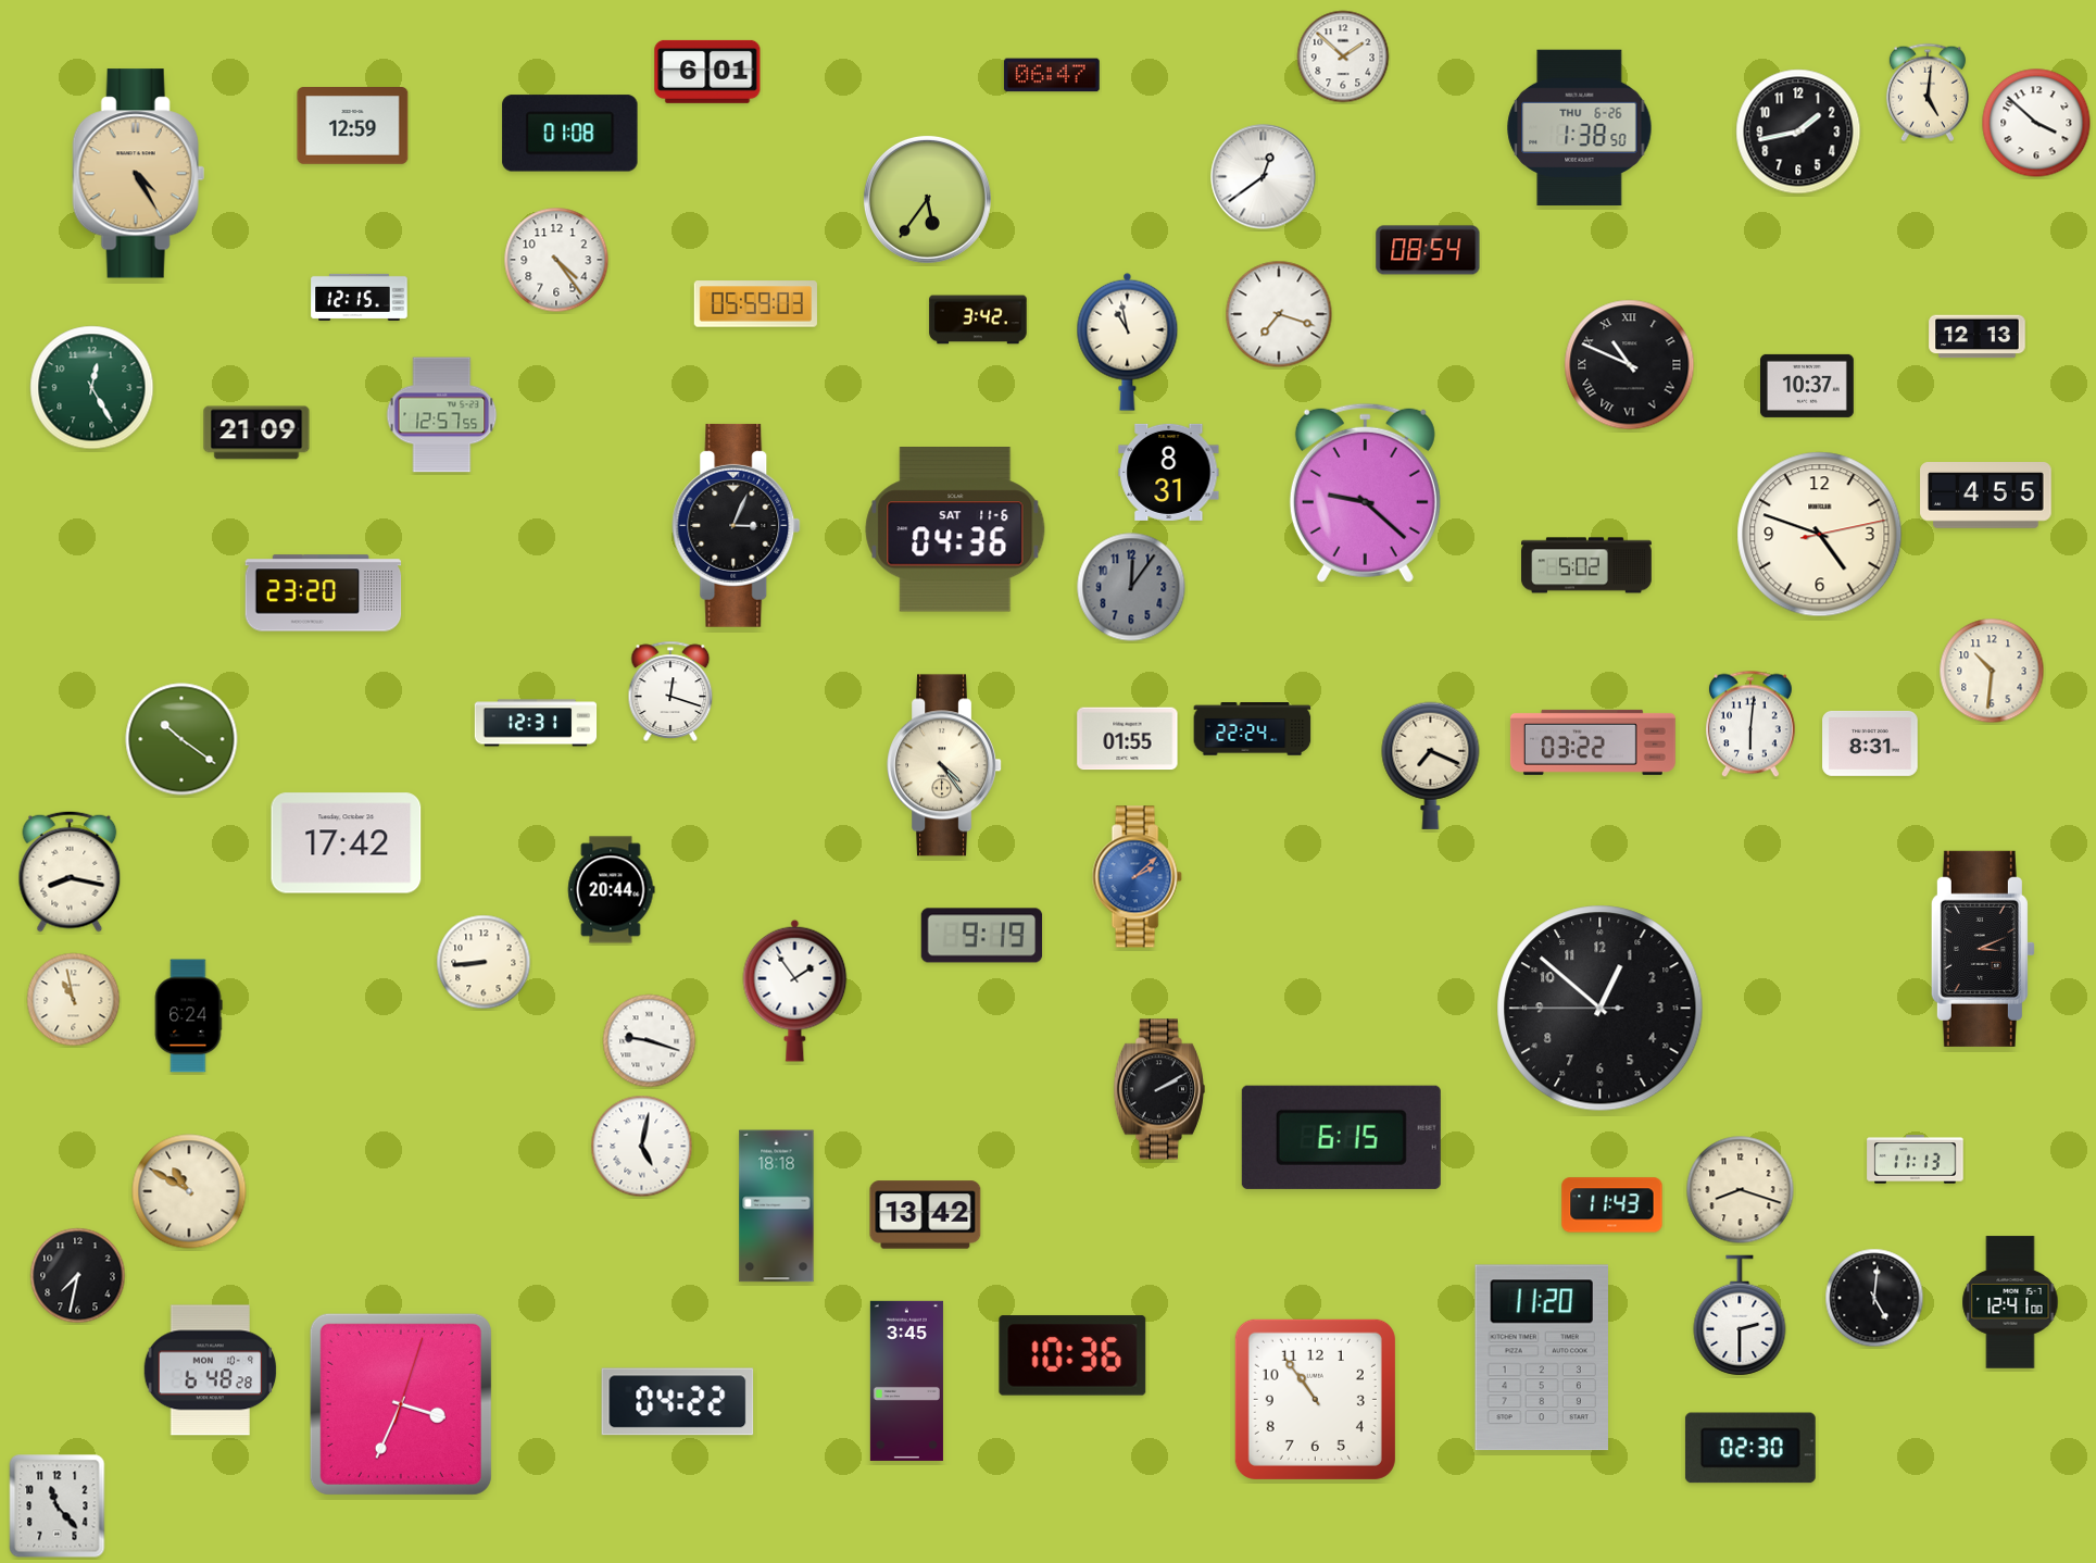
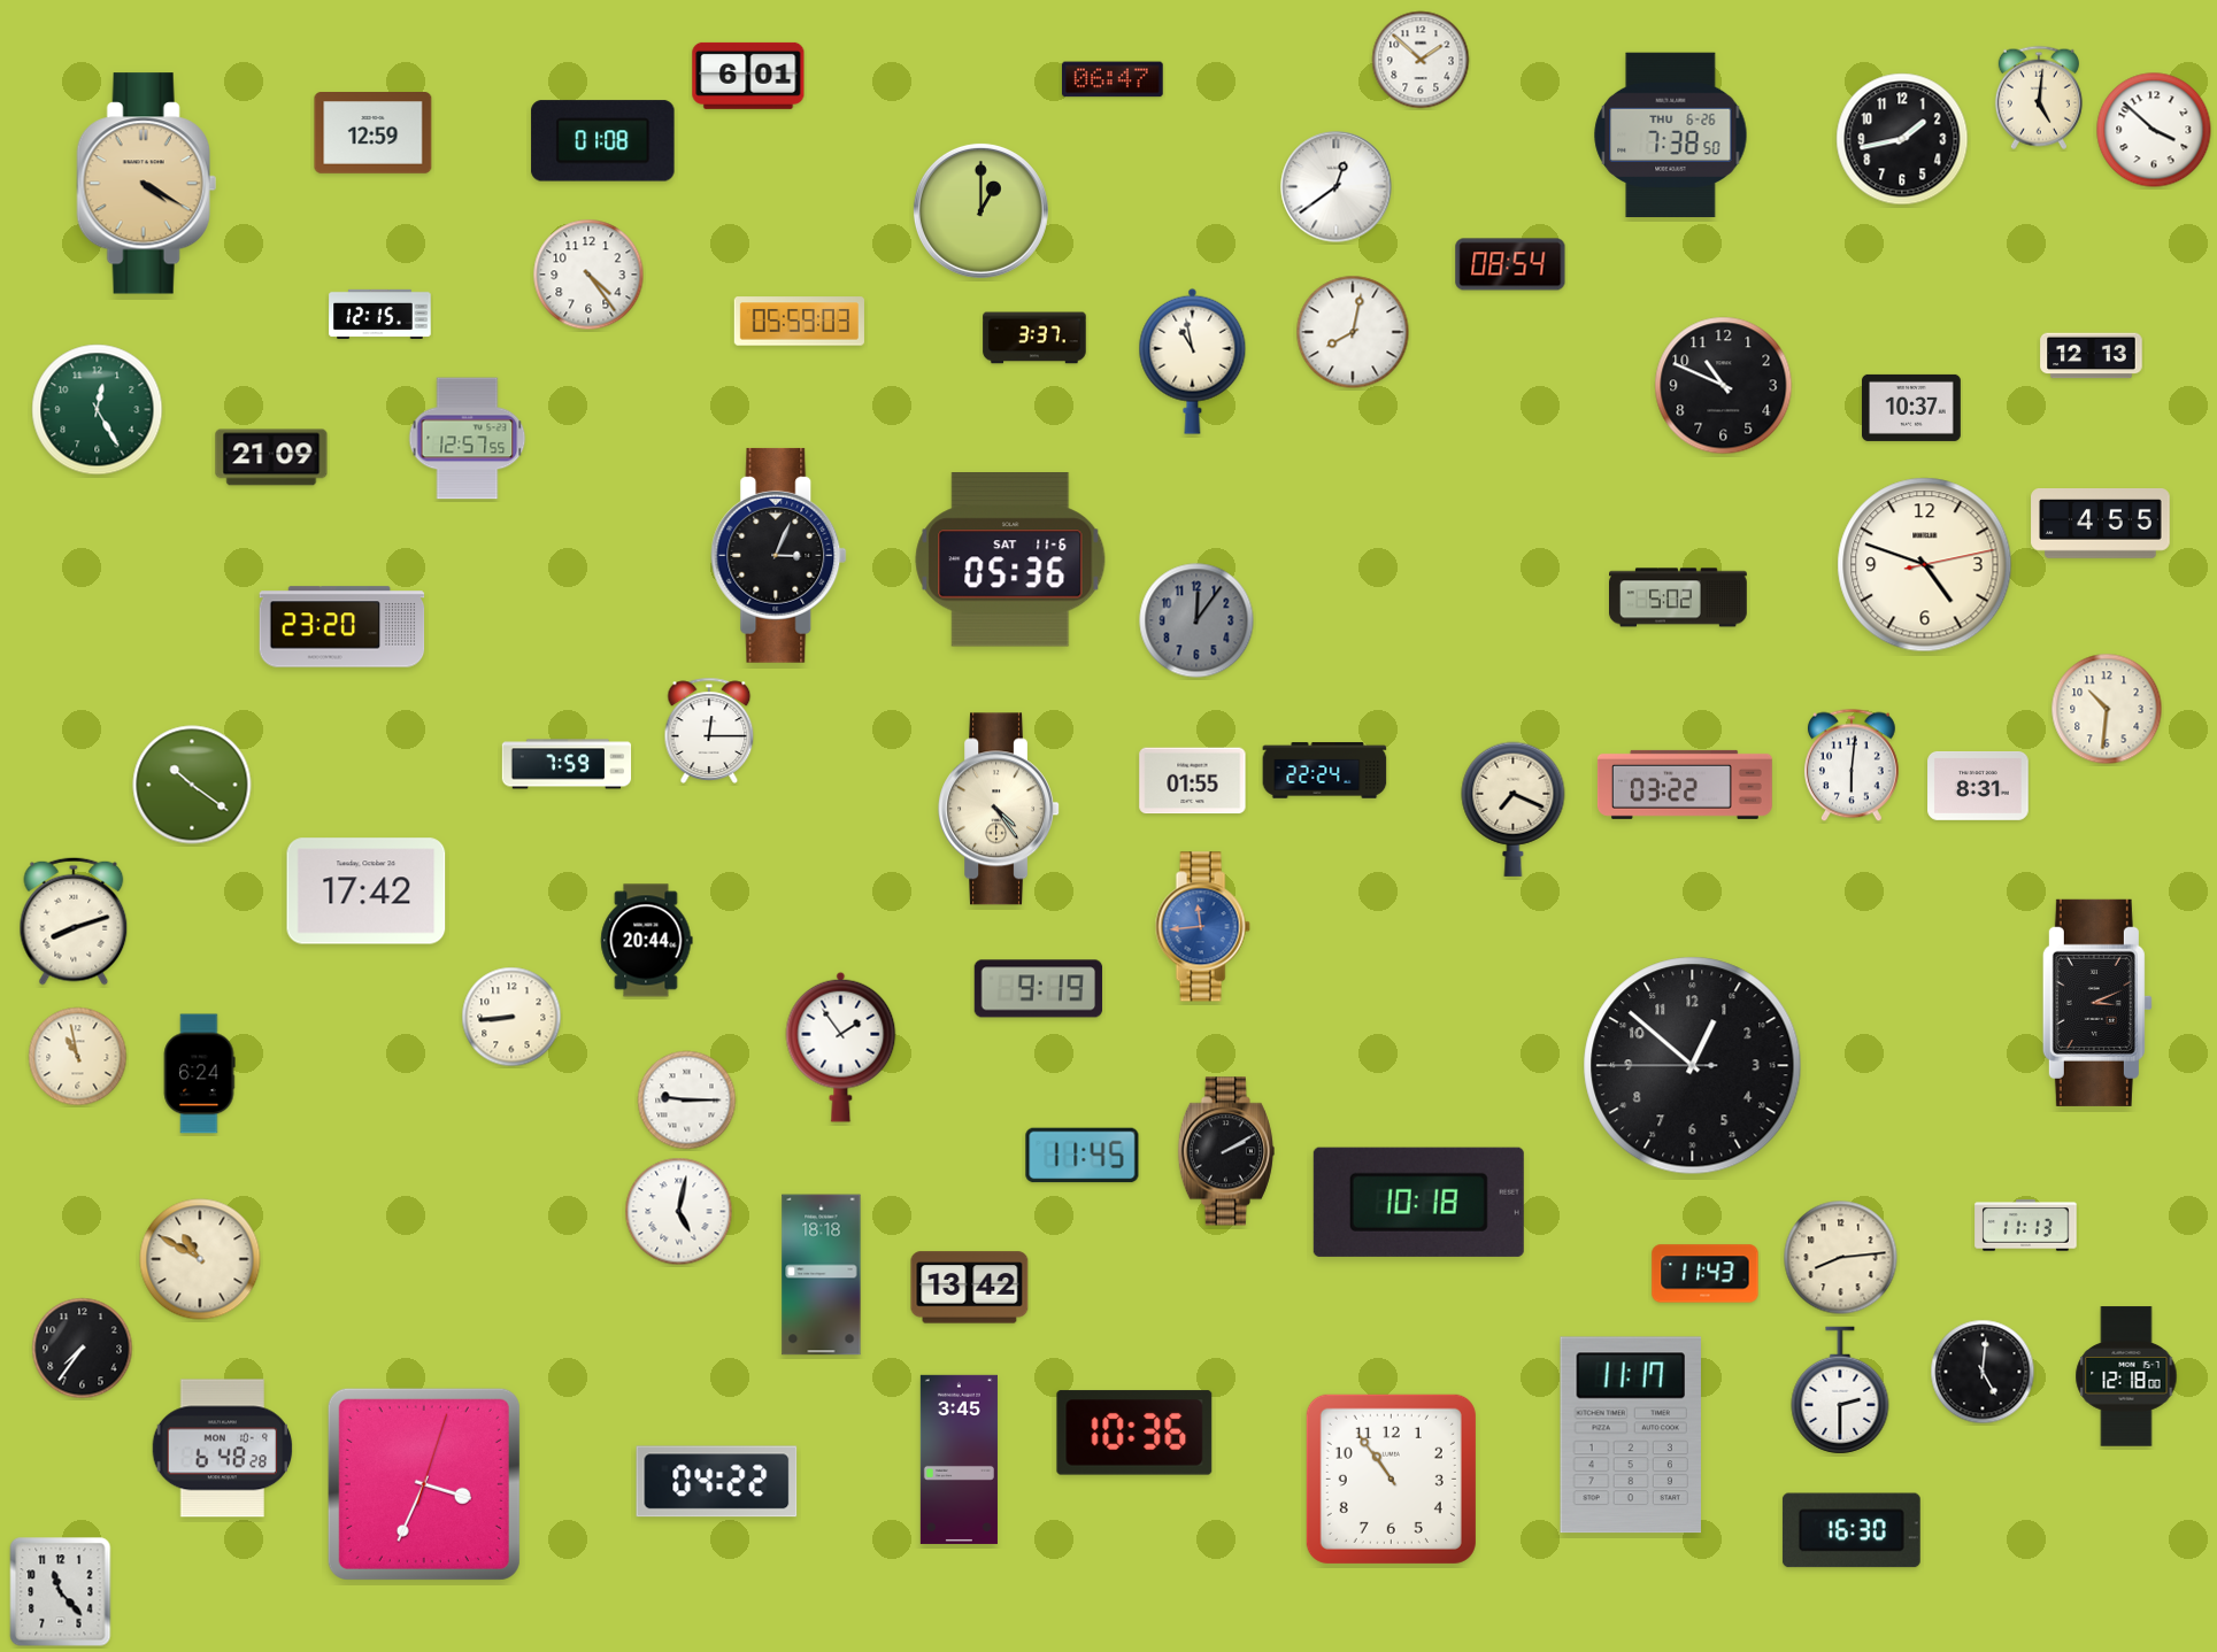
clock at (1580, 128): 1:38 -> 7:38
clock at (138, 174): 4:25 -> 4:20
clock at (927, 199): 5:36 -> 1:00
clock at (1279, 314): 7:18 -> 8:02
clock at (978, 320): 3:42 -> 3:37
clock at (1630, 365) numerals: Roman -> Arabic
clock at (1169, 472): 8:31 -> none
clock at (1365, 492): 9:22 -> none
clock at (955, 529): 04:36 -> 05:36
clock at (670, 691): 12:18 -> 12:15
clock at (536, 723): 12:31 -> 7:59
clock at (181, 739) position: (181, 739) -> (192, 785)
clock at (70, 872): 8:17 -> 8:12
clock at (1137, 877): 2:08 -> 11:44
clock at (650, 1041): 9:18 -> 9:15
clock at (1083, 1156): none -> 11:45
clock at (1341, 1137): 6:15 -> 10:18
clock at (1741, 1190): 8:18 -> 8:14
clock at (926, 1215) position: (926, 1215) -> (970, 1288)
clock at (78, 1276): 7:32 -> 7:36
clock at (2010, 1302): 12:41 -> 12:18
clock at (1541, 1358): 11:20 -> 11:17
clock at (1750, 1448): 02:30 -> 16:30
